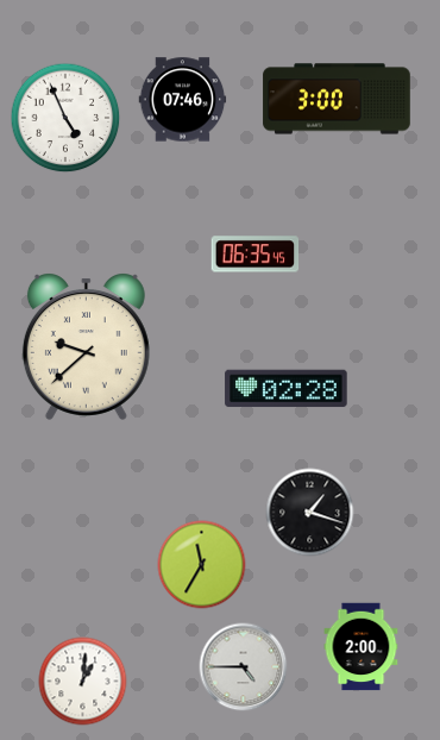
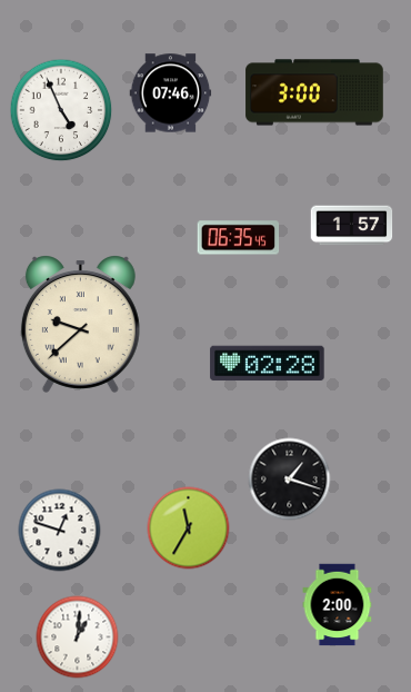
clock at (352, 226): none -> 1:57
clock at (60, 531): none -> 12:48
clock at (244, 667): 4:45 -> none
